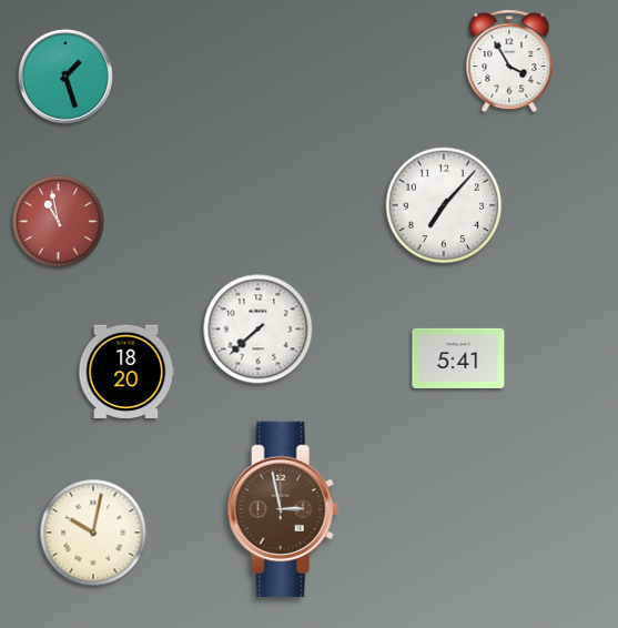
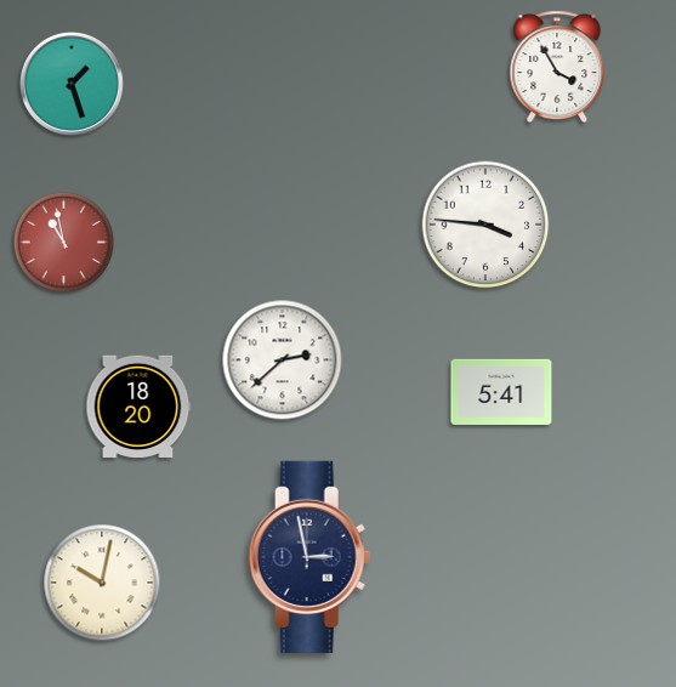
clock at (444, 205): 7:07 -> 3:46
clock at (259, 330): 7:38 -> 2:38
clock at (283, 509) dial: brown -> navy
